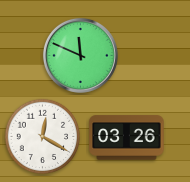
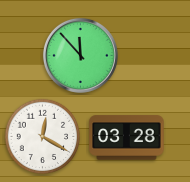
clock at (80, 55): 11:49 -> 11:53
clock at (127, 138): 03:26 -> 03:28
